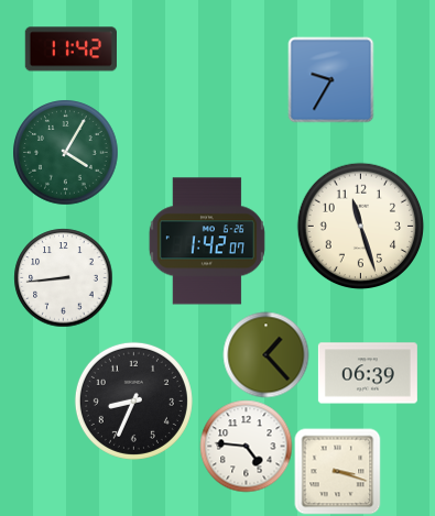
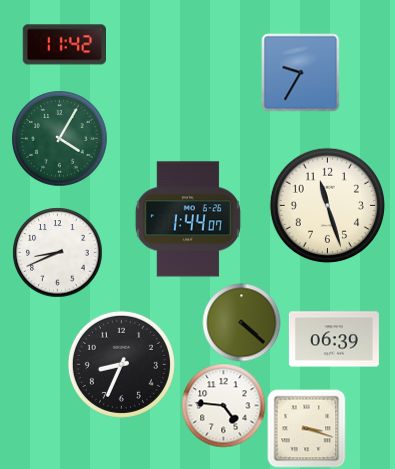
clock at (207, 241): 1:42 -> 1:44
clock at (63, 277): 8:44 -> 8:41
clock at (265, 354): 1:23 -> 4:22
